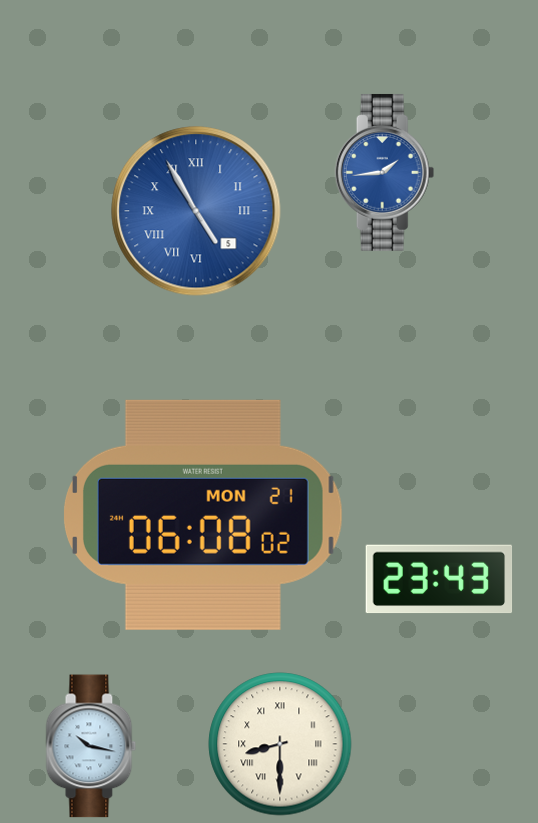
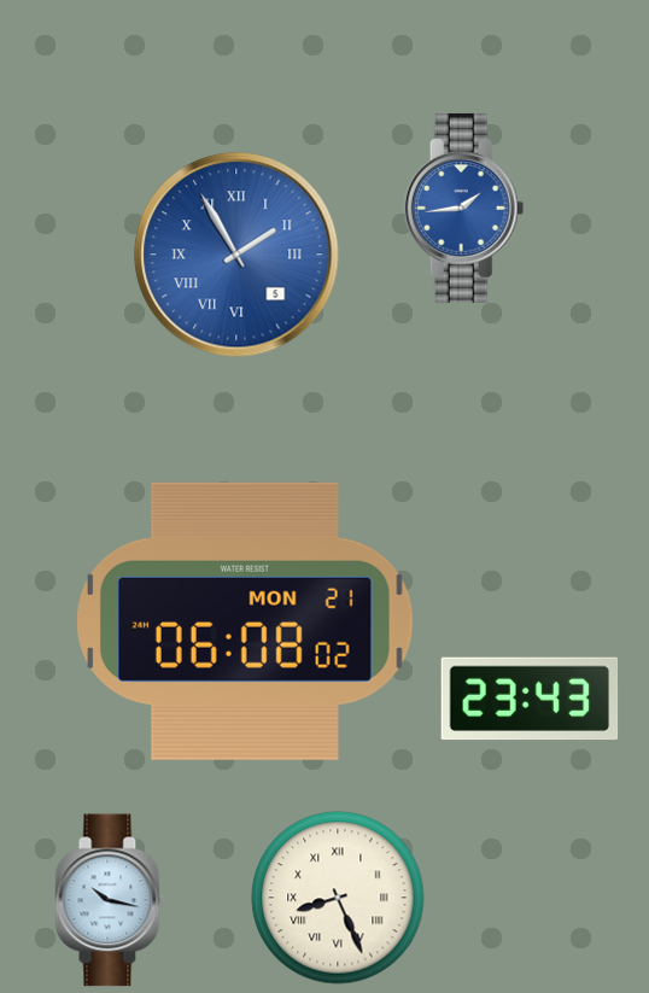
clock at (196, 211): 4:55 -> 1:55
clock at (280, 744): 8:30 -> 8:26
